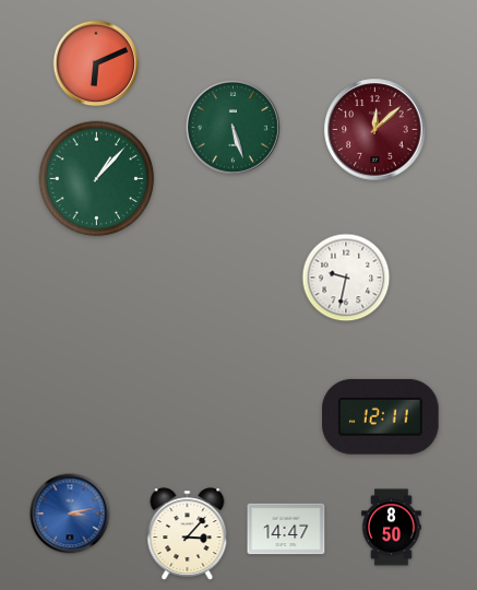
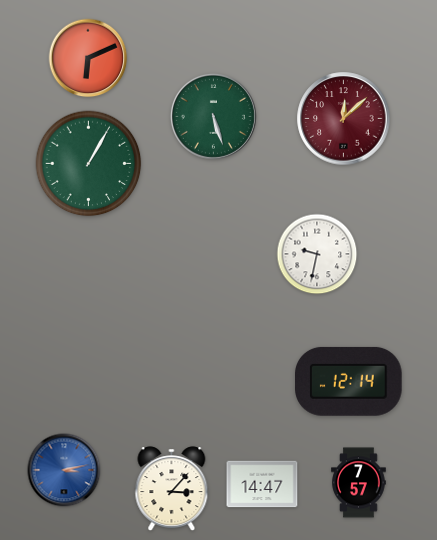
clock at (97, 179): 1:07 -> 1:05
clock at (381, 416): 12:11 -> 12:14
clock at (392, 528): 8:50 -> 7:57
